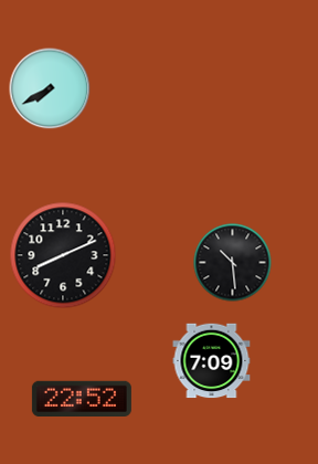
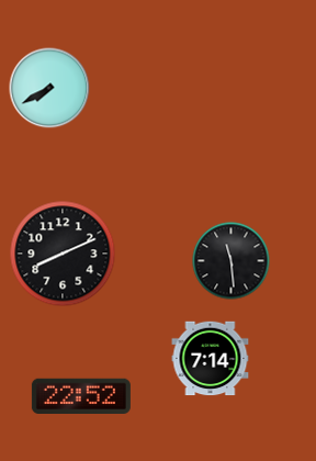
clock at (233, 263): 10:29 -> 11:29
clock at (212, 361): 7:09 -> 7:14
